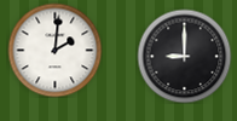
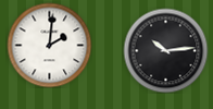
clock at (184, 56): 9:00 -> 10:14
